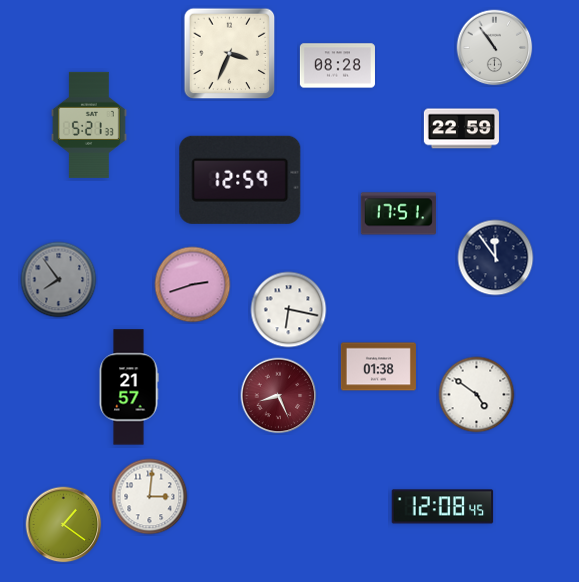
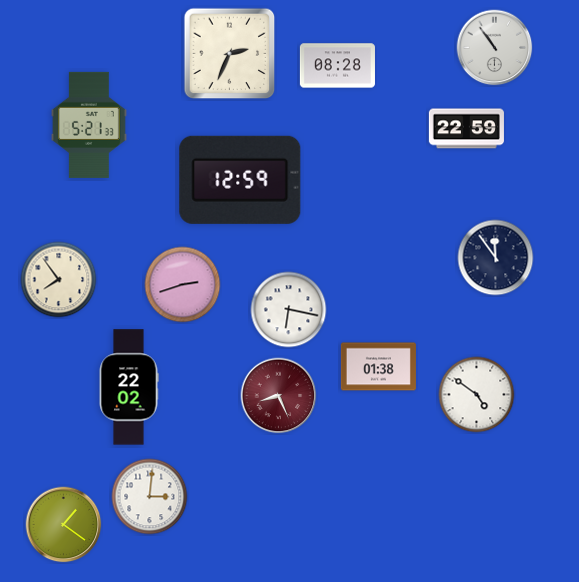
clock at (230, 54): 3:34 -> 2:34
clock at (461, 129) position: (461, 129) -> (466, 129)
clock at (398, 214): 17:51 -> none
clock at (59, 280) dial: grey -> cream
clock at (193, 285) position: (193, 285) -> (183, 285)
clock at (129, 387): 21:57 -> 22:02
clock at (443, 507): 12:08 -> none
